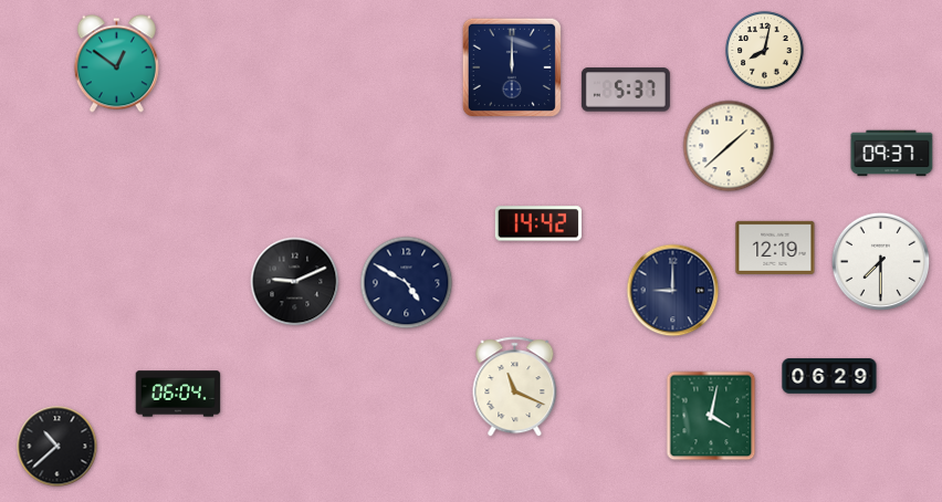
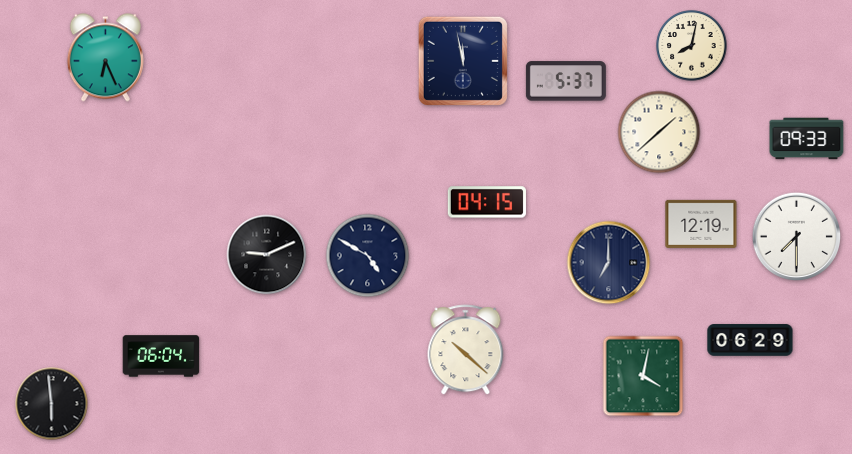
clock at (116, 64): 12:51 -> 6:26
clock at (512, 67): 12:00 -> 11:58
clock at (892, 154): 09:37 -> 09:33
clock at (538, 223): 14:42 -> 04:15
clock at (673, 291): 9:00 -> 7:00
clock at (515, 387): 11:19 -> 10:22
clock at (57, 447): 10:38 -> 5:59
